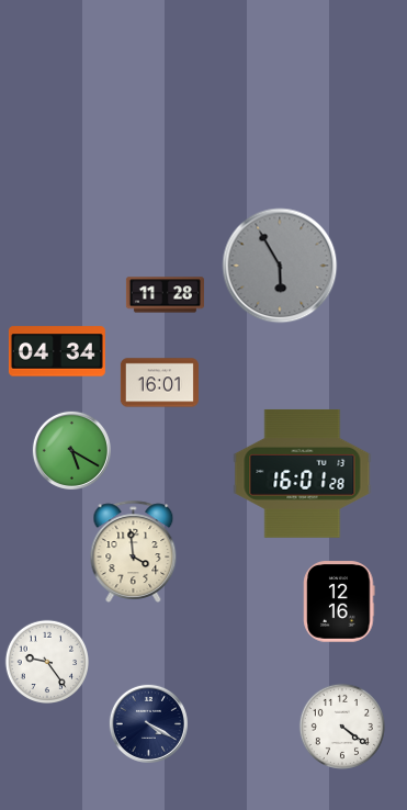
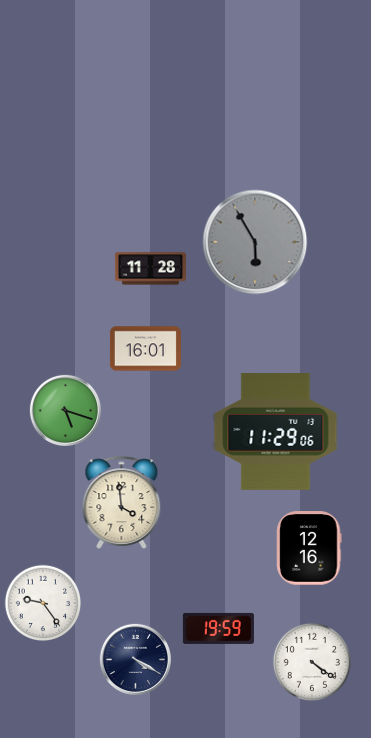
clock at (57, 351): 04:34 -> none
clock at (71, 450): 5:20 -> 5:18
clock at (303, 473): 16:01 -> 11:29
clock at (218, 628): none -> 19:59
